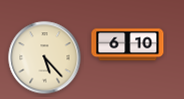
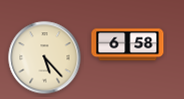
clock at (128, 45): 6:10 -> 6:58
